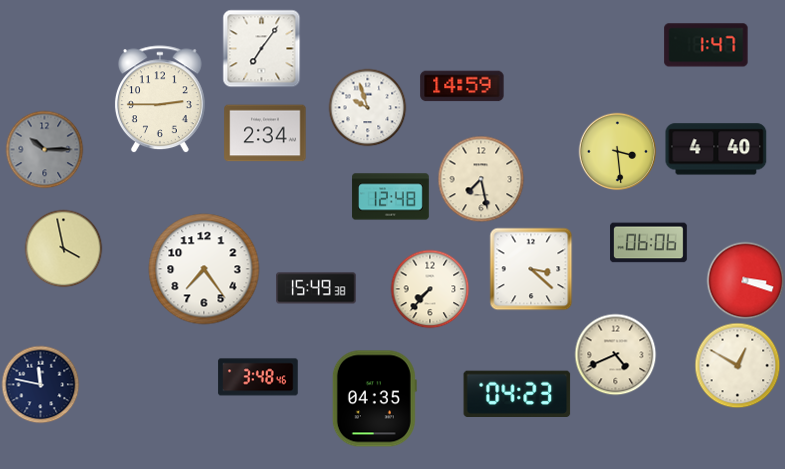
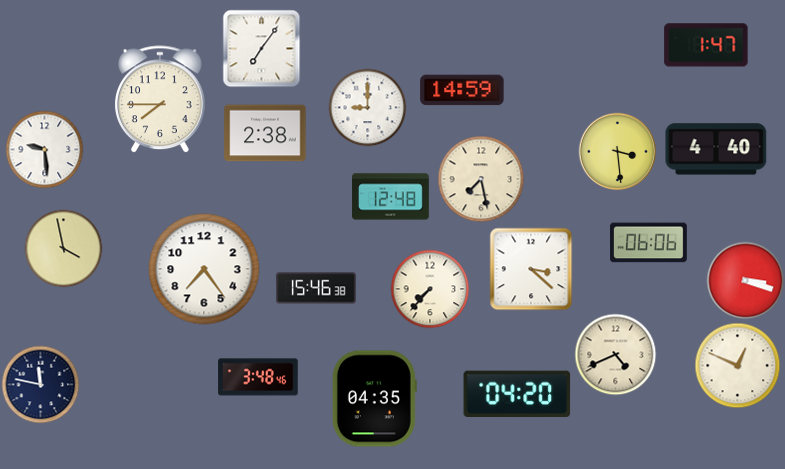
clock at (462, 86) position: (462, 86) -> (462, 90)
clock at (160, 99): 2:45 -> 7:45
clock at (367, 107): 9:57 -> 9:00
clock at (265, 133): 2:34 -> 2:38
clock at (44, 149): 10:15 -> 9:29
clock at (44, 149) dial: grey -> white
clock at (316, 288): 15:49 -> 15:46
clock at (737, 365): 12:50 -> 12:49
clock at (517, 393): 04:23 -> 04:20
